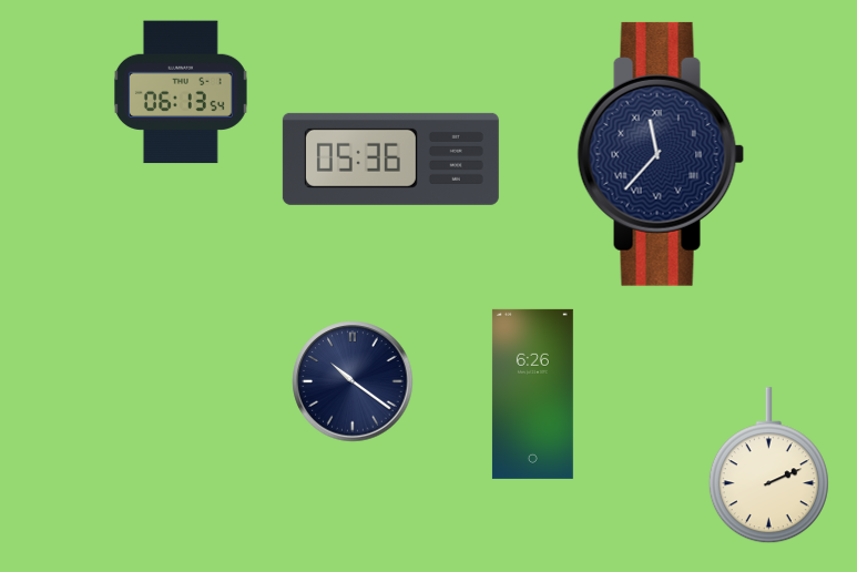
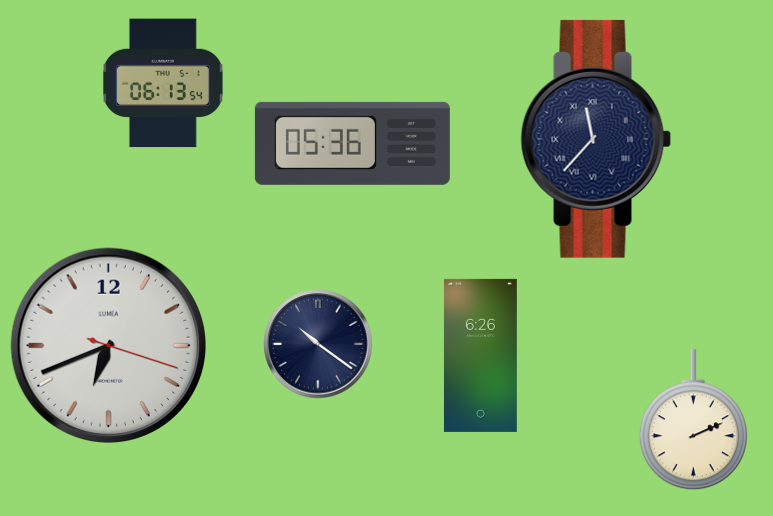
clock at (108, 345): none -> 6:41
